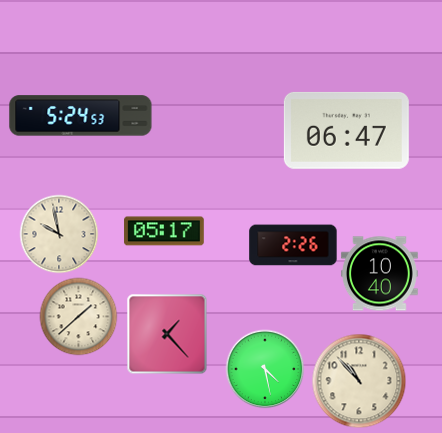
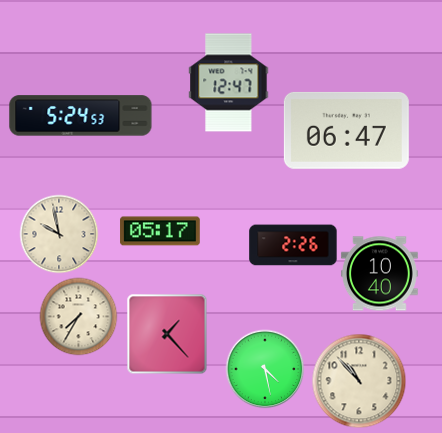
clock at (229, 83): none -> 12:47
clock at (164, 231) position: (164, 231) -> (160, 231)
clock at (78, 316): 1:38 -> 7:35
